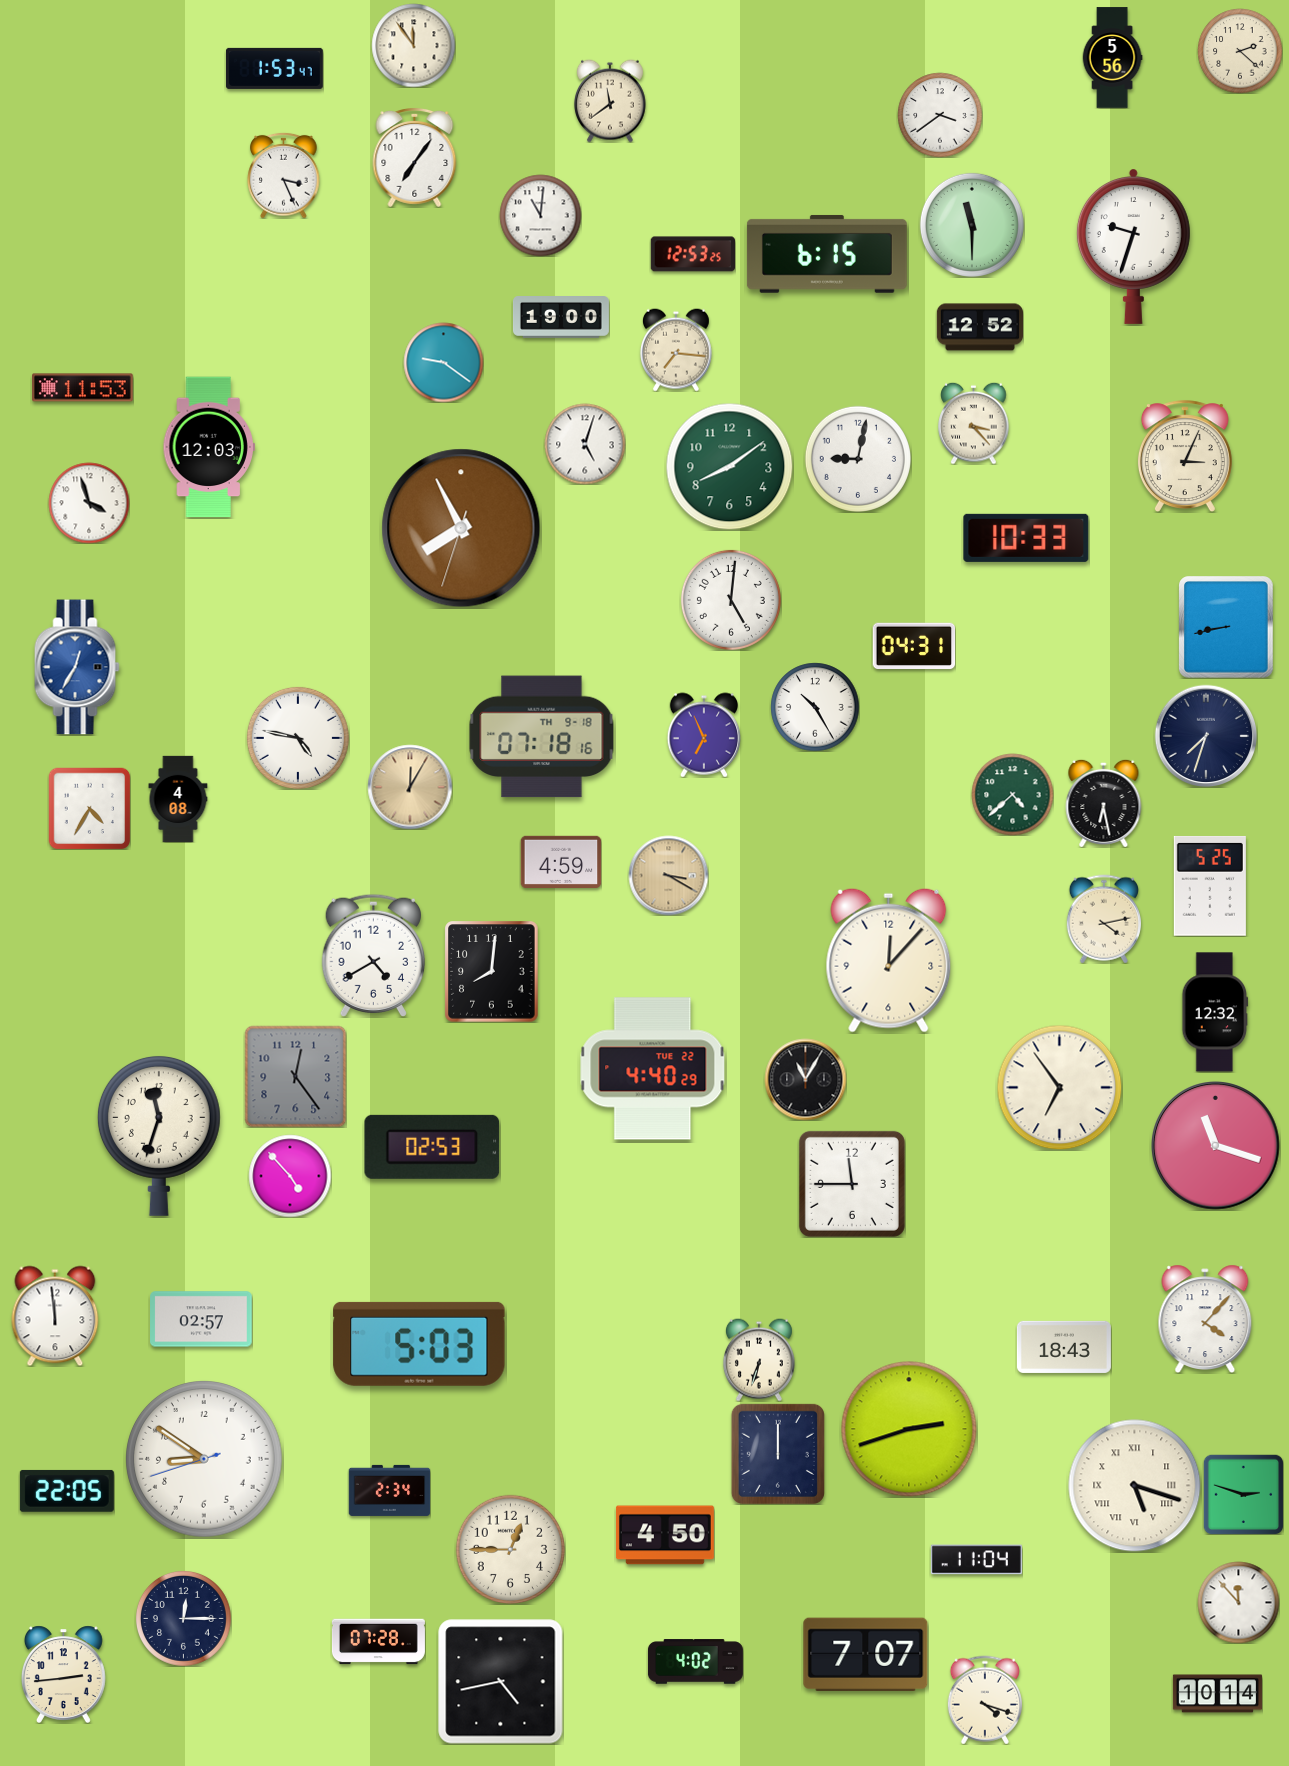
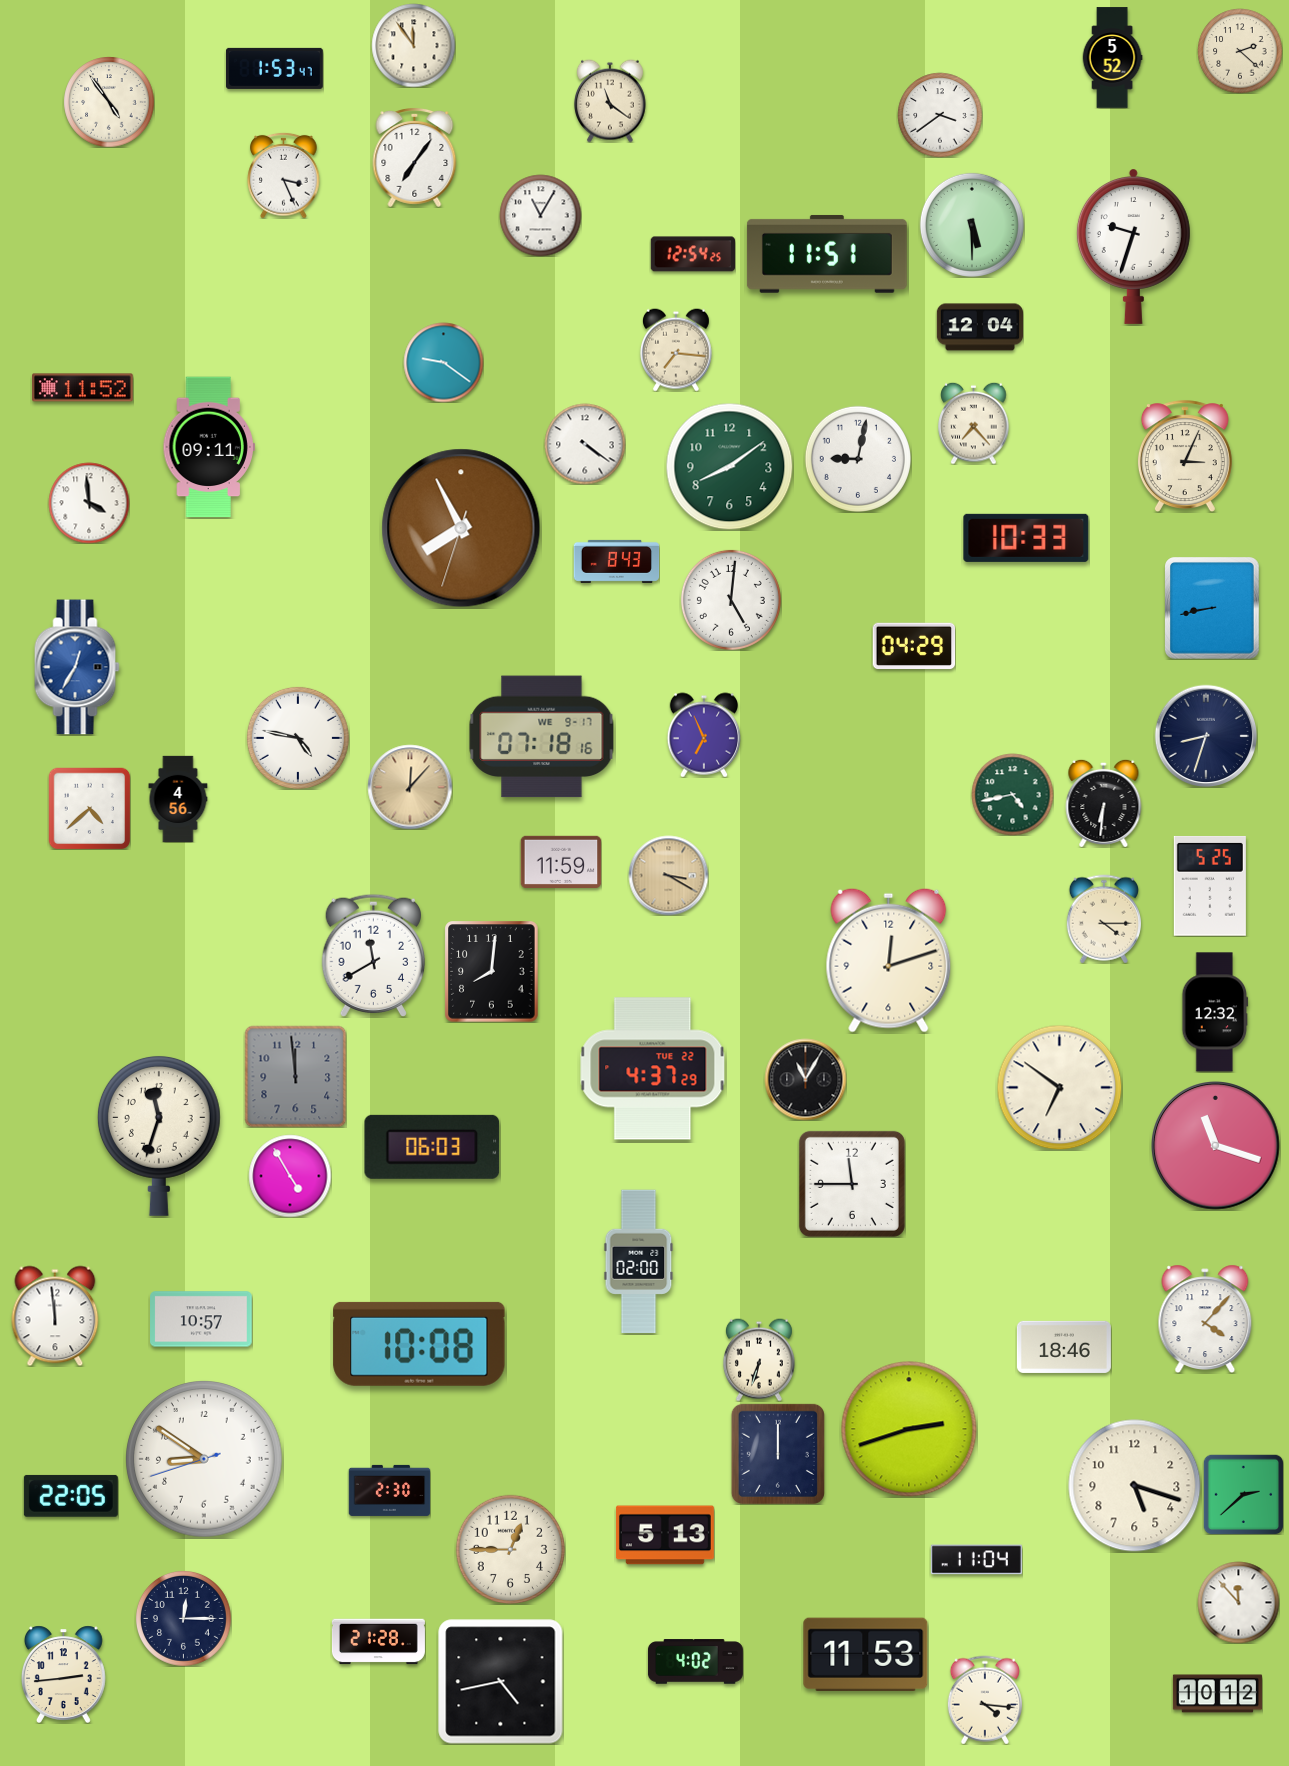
clock at (1112, 58): 5:56 -> 5:52
clock at (610, 101): 11:39 -> 11:21
clock at (109, 102): none -> 4:54
clock at (540, 215): 11:01 -> 11:05
clock at (972, 225): 11:30 -> 5:30
clock at (692, 254): 12:53 -> 12:54
clock at (827, 254): 6:15 -> 11:51
clock at (561, 318): 19:00 -> none
clock at (979, 327): 12:52 -> 12:04
clock at (83, 388): 11:53 -> 11:52
clock at (974, 423): 3:23 -> 7:23
clock at (585, 444): 5:03 -> 4:21
clock at (209, 447): 12:03 -> 09:11
clock at (89, 503): 3:57 -> 3:59
clock at (616, 561): none -> 8:43
clock at (1226, 627) position: (1226, 627) -> (1212, 608)
clock at (914, 646): 04:31 -> 04:29
clock at (815, 707): 10:25 -> none
clock at (1206, 736): 7:33 -> 8:33
clock at (542, 737) date: TH 9-18 -> WE 9-17
clock at (410, 787): 12:05 -> 12:07
clock at (1012, 794): 4:38 -> 4:43
clock at (178, 799): 4:08 -> 4:56
clock at (1104, 803): 6:28 -> 6:31
clock at (89, 808): 4:35 -> 4:38
clock at (561, 861): 4:59 -> 11:59
clock at (1104, 919): 4:13 -> 4:15
clock at (373, 955): 4:40 -> 11:40
clock at (889, 960): 12:07 -> 12:12
clock at (653, 1069): 4:40 -> 4:37
clock at (295, 1076): 12:24 -> 11:59
clock at (1059, 1087): 6:54 -> 6:51
clock at (432, 1147): 02:53 -> 06:03
clock at (290, 1176): 4:53 -> 4:55
clock at (639, 1262): none -> 02:00
clock at (201, 1319): 02:57 -> 10:57
clock at (419, 1344): 5:03 -> 10:08
clock at (1064, 1347): 18:43 -> 18:46
clock at (1135, 1486) numerals: Roman -> Arabic
clock at (389, 1490): 2:34 -> 2:30
clock at (67, 1491) position: (67, 1491) -> (71, 1496)
clock at (1243, 1494): 2:48 -> 2:38
clock at (665, 1535): 4:50 -> 5:13
clock at (378, 1642): 07:28 -> 21:28
clock at (866, 1654): 7:07 -> 11:53
clock at (1217, 1694): 10:14 -> 10:12
clock at (985, 1700): 4:18 -> 4:16
